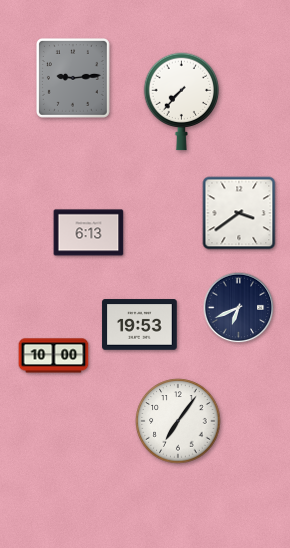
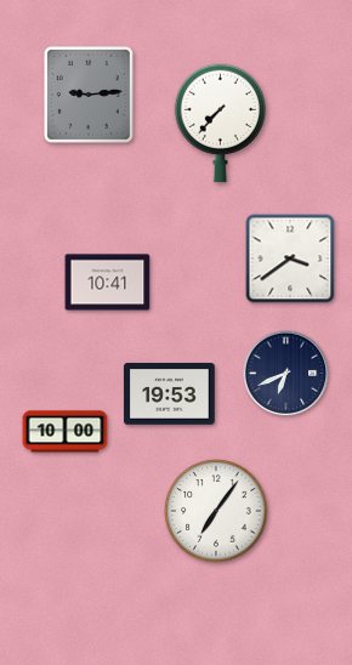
clock at (89, 233): 6:13 -> 10:41
clock at (239, 308) position: (239, 308) -> (286, 374)
